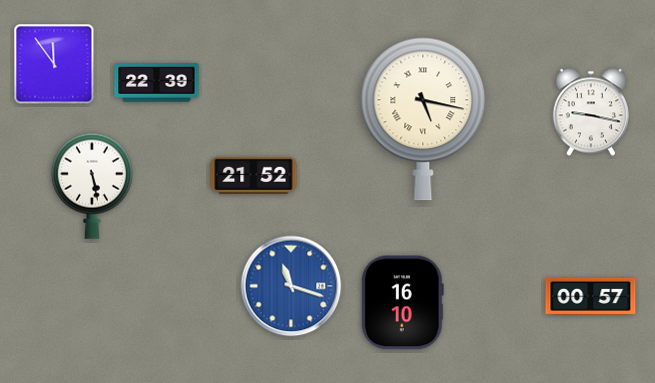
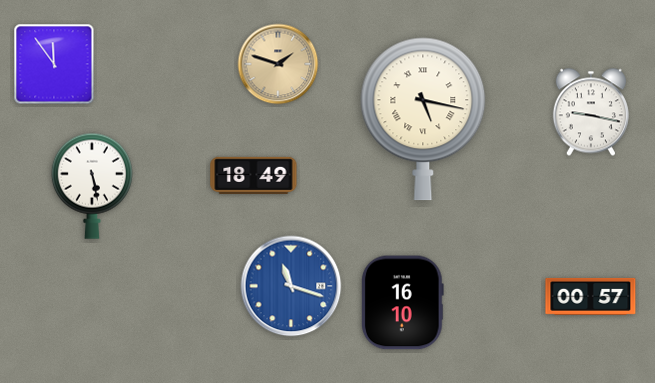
clock at (278, 64): none -> 1:48
clock at (157, 83): 22:39 -> none
clock at (254, 175): 21:52 -> 18:49
